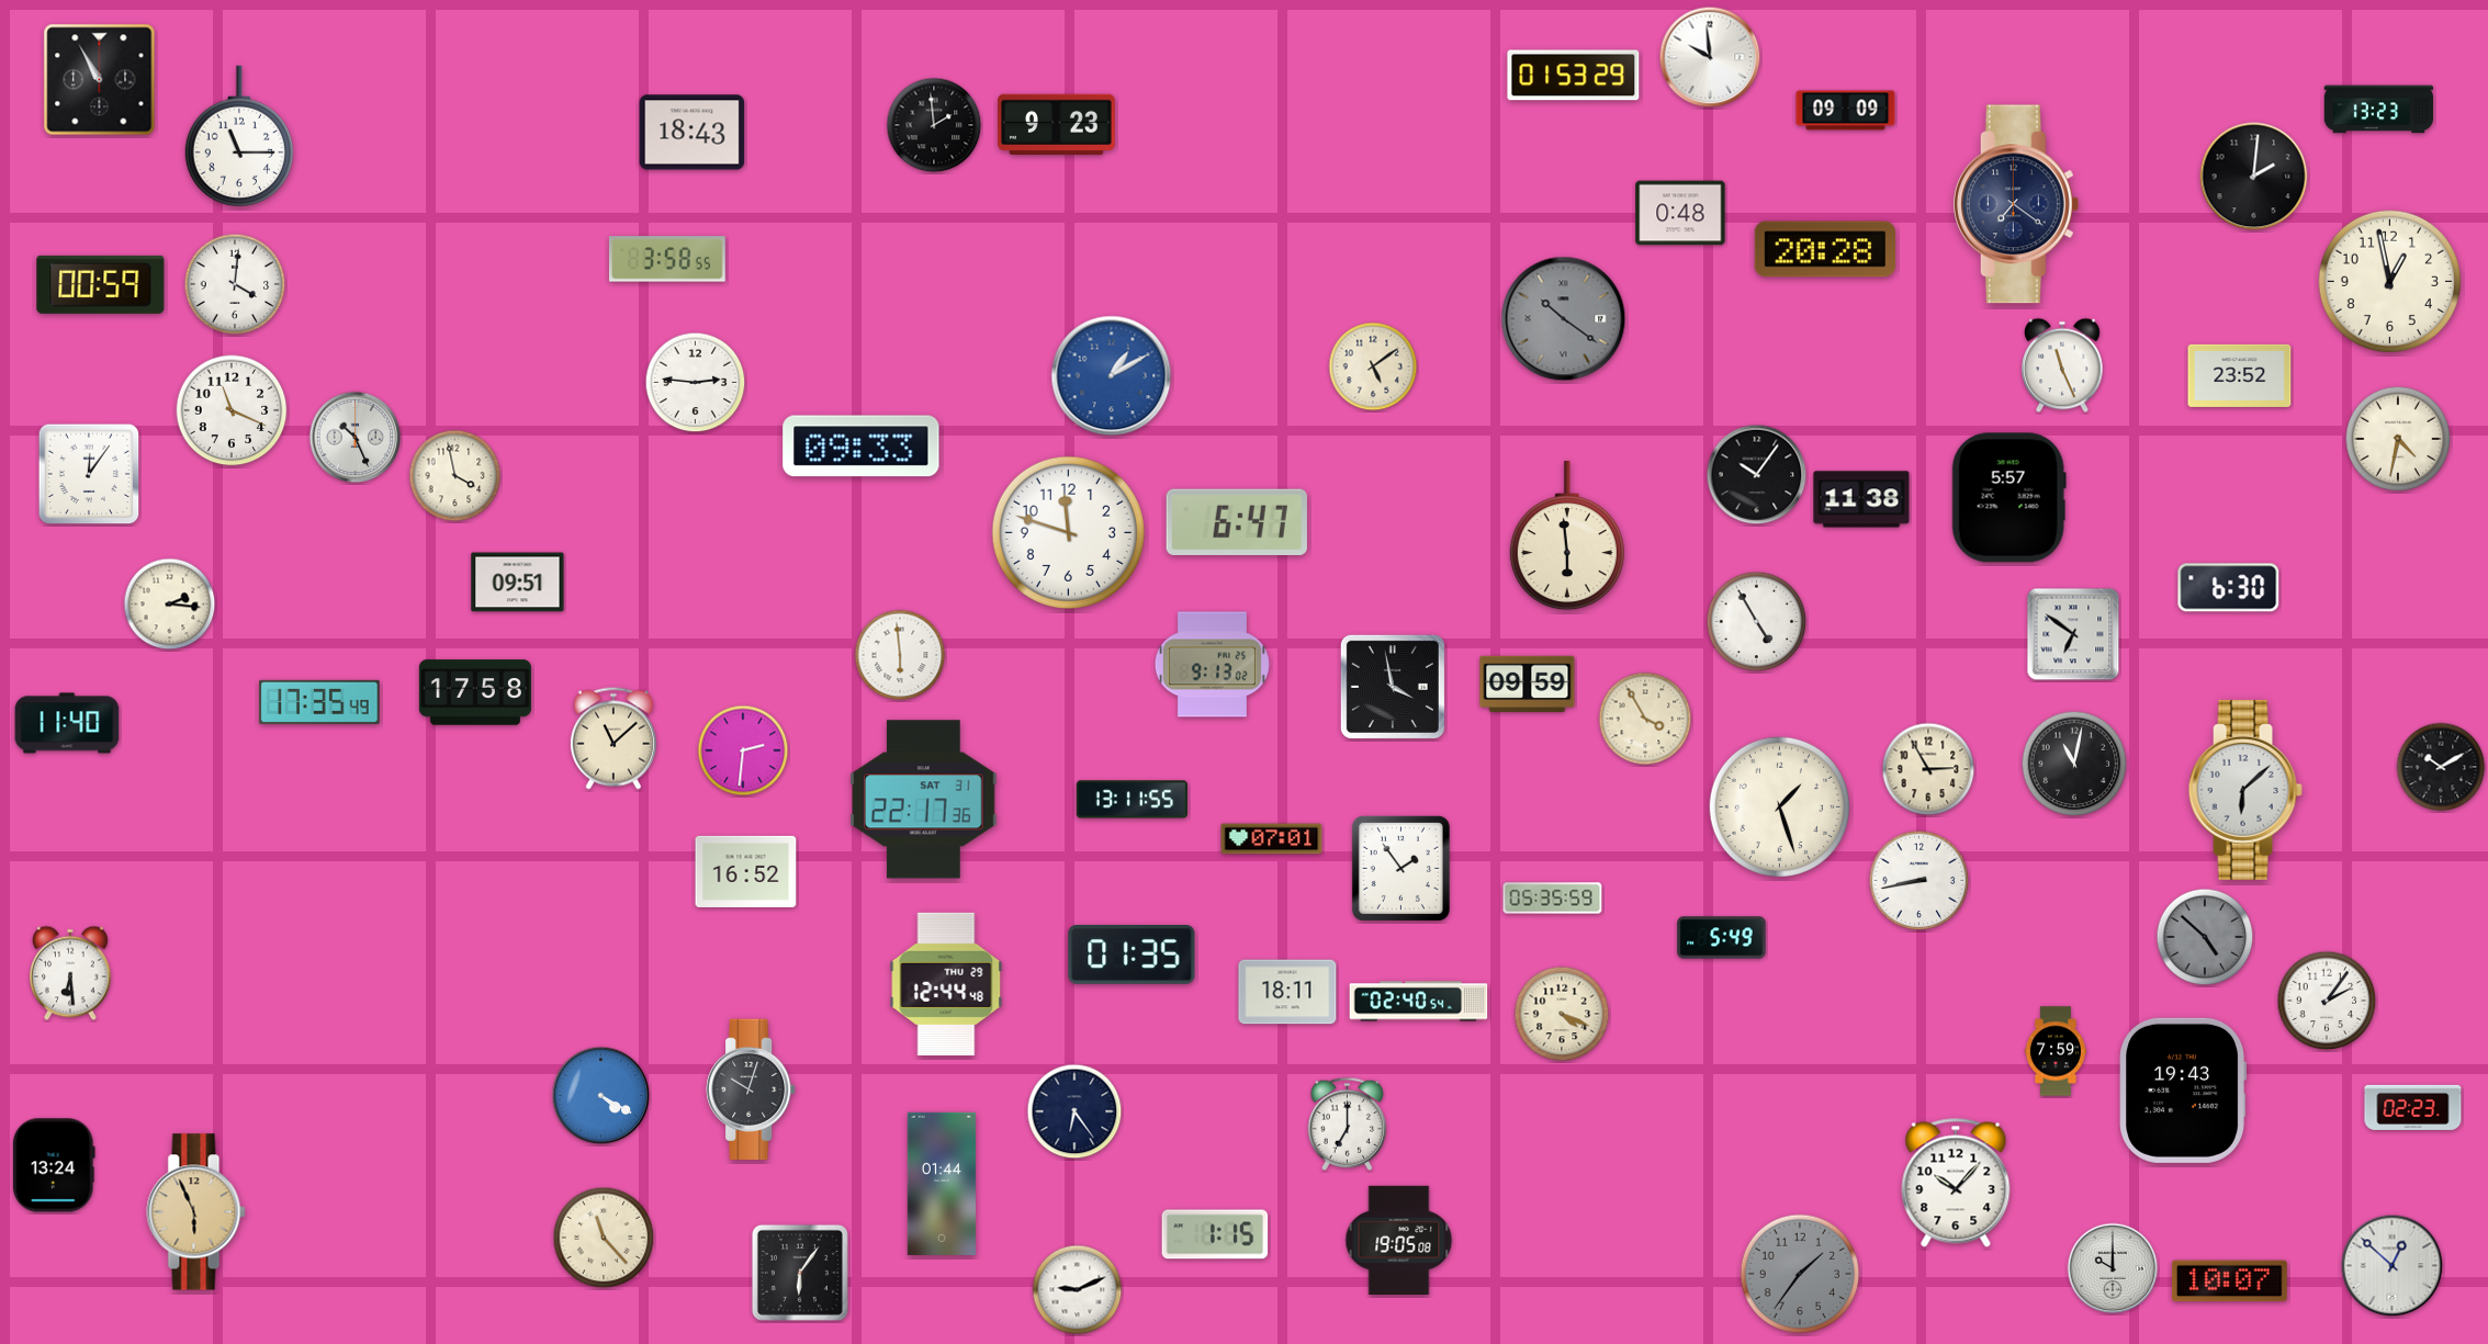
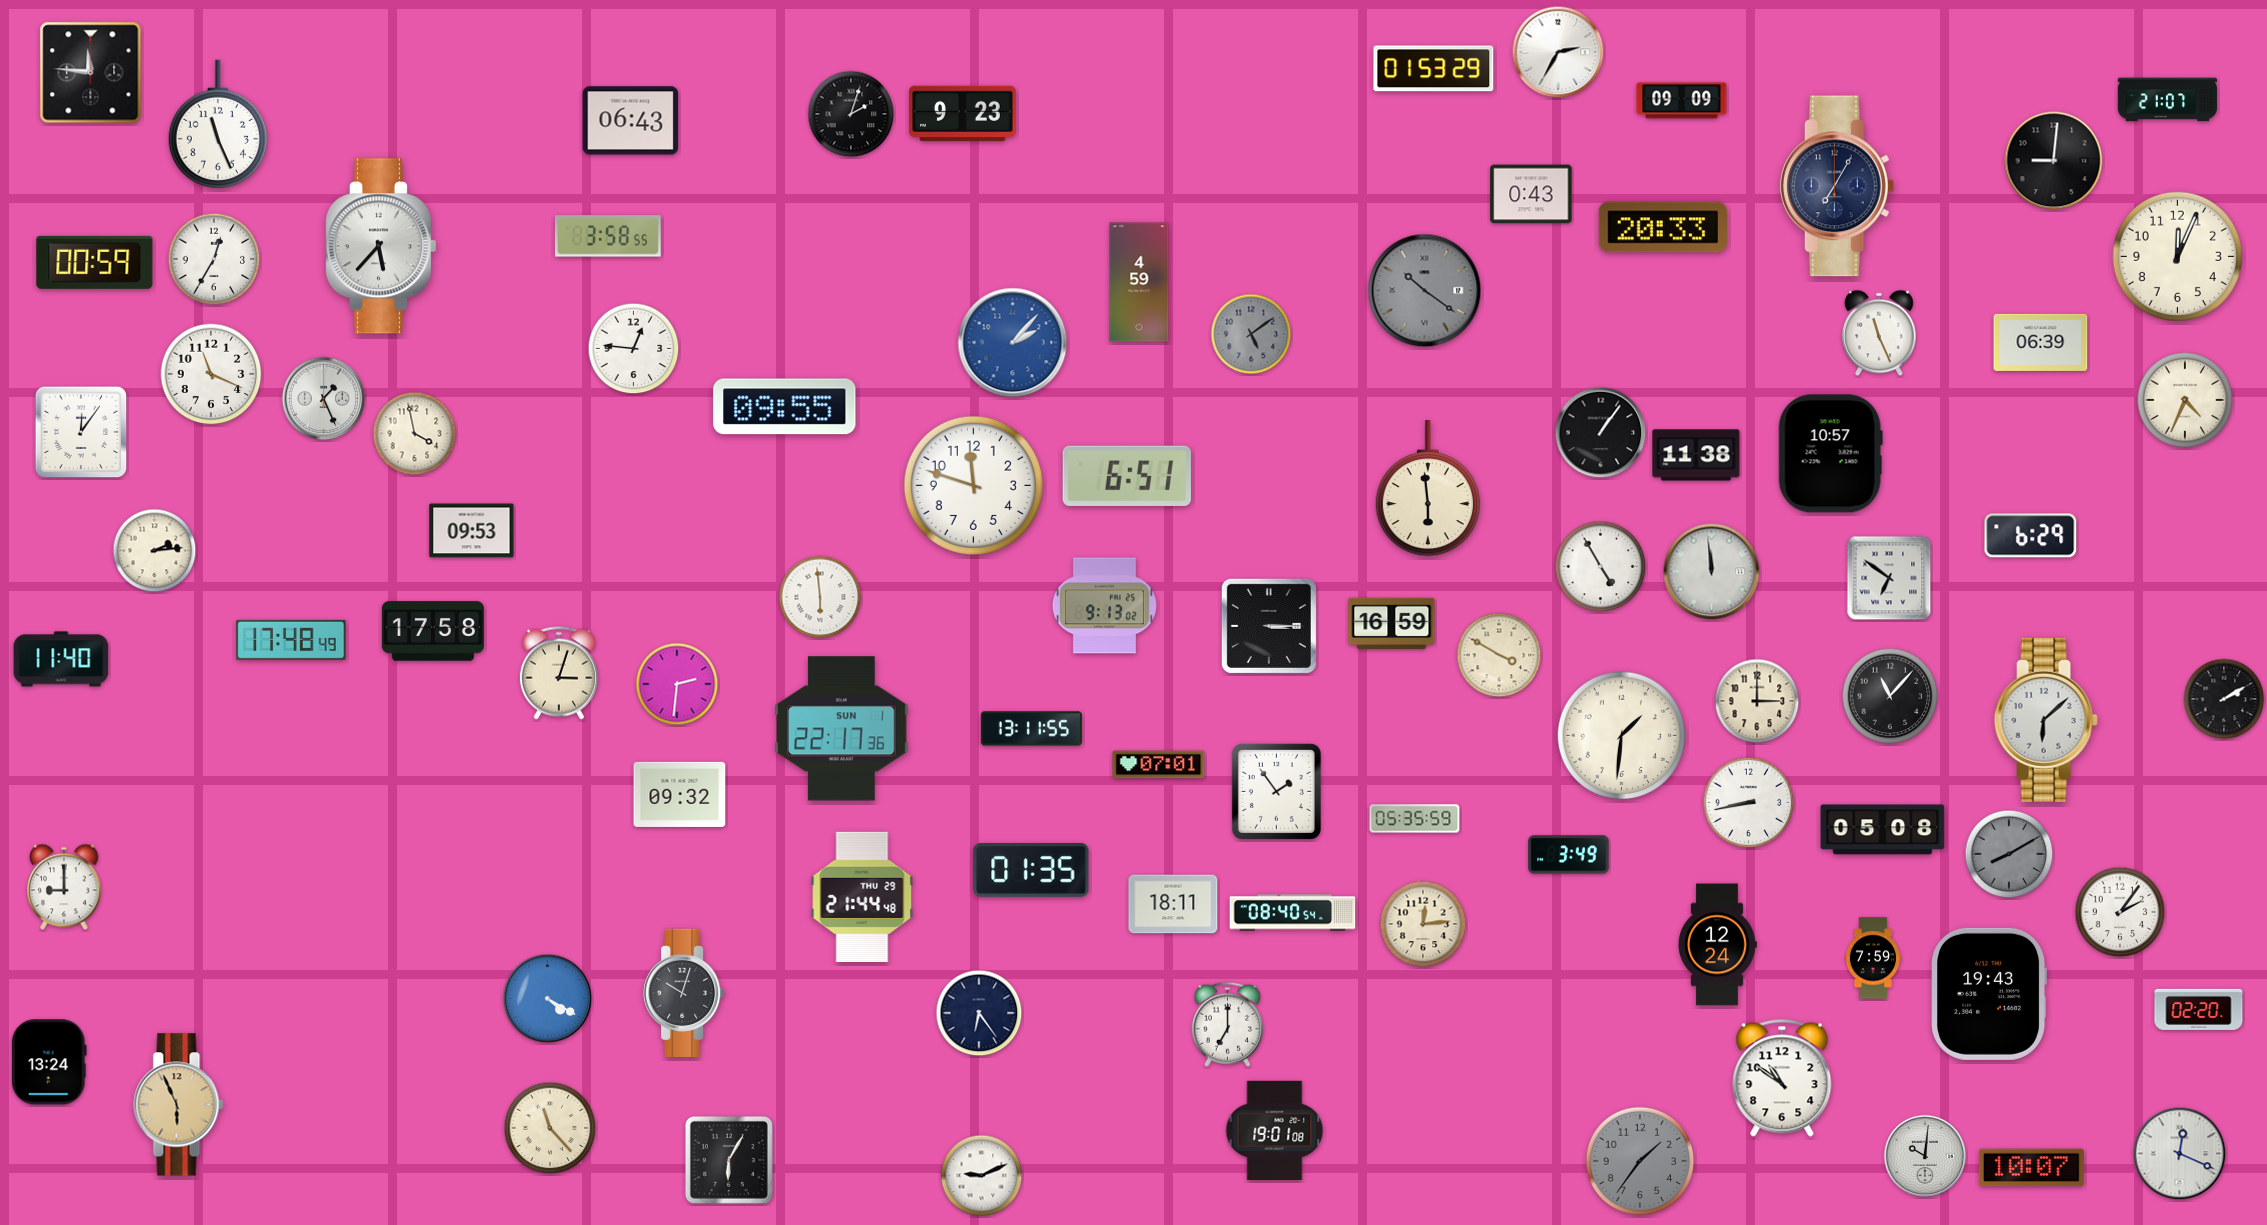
clock at (1710, 57): 9:59 -> 2:35
clock at (100, 80): 10:55 -> 11:46
clock at (2379, 110): 13:23 -> 21:07
clock at (934, 125): 1:59 -> 2:03
clock at (693, 133): 18:43 -> 06:43
clock at (239, 136): 11:15 -> 11:26
clock at (2254, 177): 2:01 -> 9:01
clock at (2016, 204): 7:21 -> 7:05
clock at (1680, 213): 0:48 -> 0:43
clock at (1824, 249): 20:28 -> 20:33
clock at (380, 246): none -> 5:37
clock at (2389, 281): 12:58 -> 12:04
clock at (101, 284) position: (101, 284) -> (95, 262)
clock at (235, 284): 4:01 -> 12:35
clock at (1139, 282): none -> 4:59
clock at (1373, 366) dial: cream -> grey
clock at (2240, 375): 23:52 -> 06:39
clock at (1112, 376): 1:10 -> 2:07
clock at (696, 383): 2:46 -> 12:46
clock at (356, 438): 10:26 -> 1:26
clock at (2398, 439): 4:32 -> 4:34
clock at (862, 447): 09:33 -> 09:55
clock at (1757, 475): 10:06 -> 1:06
clock at (2008, 498): 5:57 -> 10:57
clock at (1237, 521): 6:47 -> 6:51
clock at (518, 583): 09:51 -> 09:53
clock at (2229, 588): 6:30 -> 6:29
clock at (170, 605): 2:16 -> 2:14
clock at (1712, 572): none -> 11:59
clock at (1528, 684): 09:59 -> 16:59
clock at (1393, 687): 3:58 -> 3:15
clock at (319, 702): 17:35 -> 17:48
clock at (1645, 719): 3:55 -> 3:50
clock at (613, 738): 11:08 -> 3:03
clock at (2074, 764): 11:02 -> 11:07
clock at (2441, 767): 10:10 -> 2:10
clock at (1928, 769): 2:55 -> 3:00
clock at (924, 800) date: SAT 31 -> SUN 1
clock at (1779, 806): 1:27 -> 1:31
clock at (746, 871): 16:52 -> 09:32
clock at (1883, 830): none -> 05:08
clock at (2205, 937): 4:52 -> 8:10
clock at (1722, 938): 5:49 -> 3:49
clock at (70, 973): 6:29 -> 9:00
clock at (946, 984): 12:44 -> 21:44
clock at (1419, 1002): 02:40 -> 08:40
clock at (1562, 1014): 4:19 -> 12:14
clock at (1717, 945): none -> 12:24
clock at (2413, 1107): 02:23 -> 02:20
clock at (1956, 1183): 10:07 -> 10:51
clock at (942, 1184): 01:44 -> none
clock at (1215, 1234): 1:15 -> none
clock at (1399, 1241): 19:05 -> 19:01
clock at (2393, 1266): 12:52 -> 12:19
clock at (2113, 1268): 10:00 -> 10:01
clock at (800, 1273): 6:06 -> 6:05
